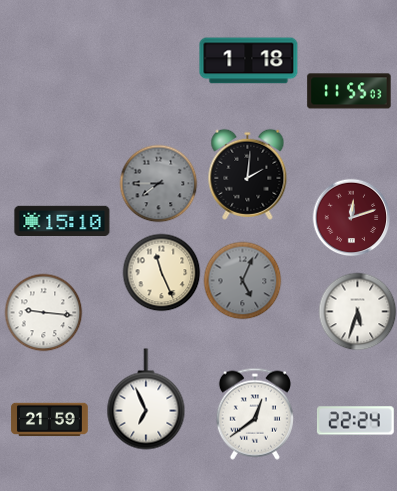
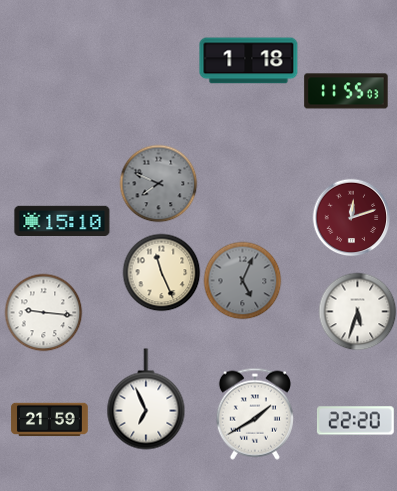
clock at (349, 91) position: (349, 91) -> (346, 91)
clock at (248, 174): 2:01 -> none
clock at (158, 183): 7:45 -> 7:49
clock at (255, 414): 12:39 -> 1:40
clock at (355, 421): 22:24 -> 22:20
